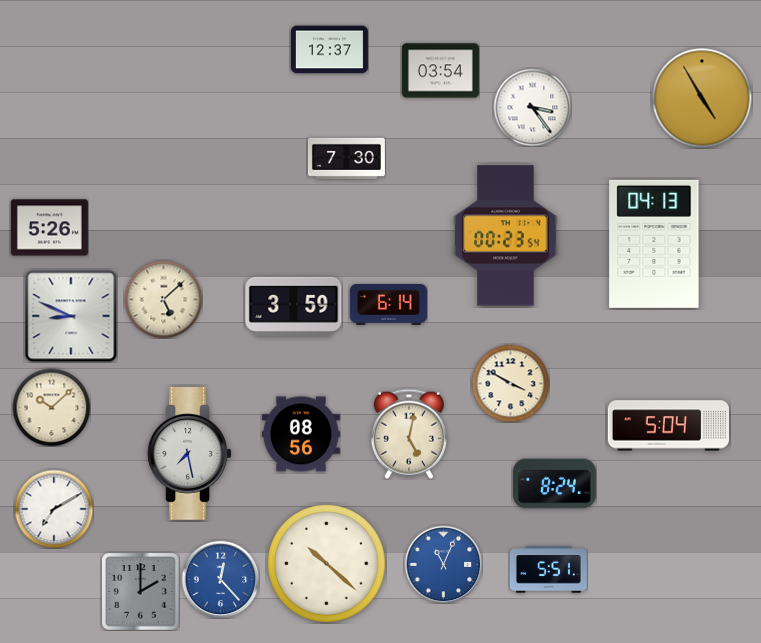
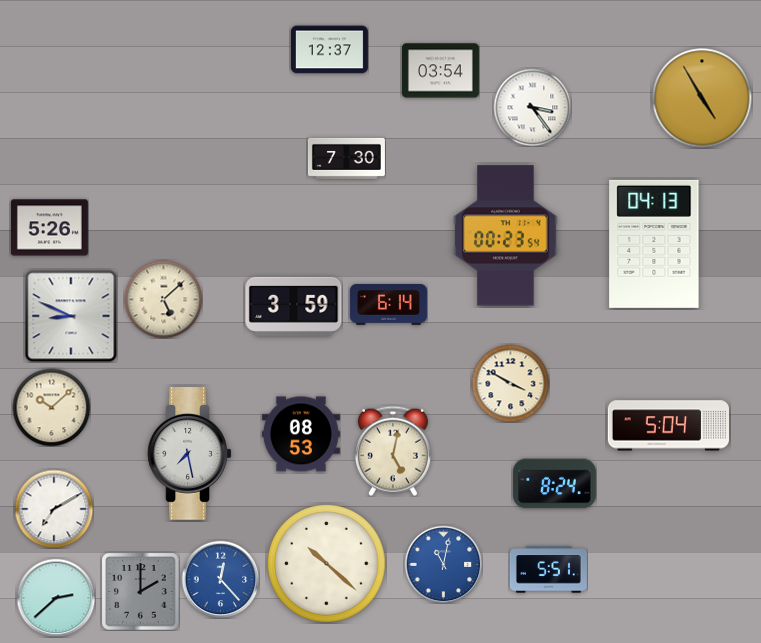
clock at (301, 434): 08:56 -> 08:53
clock at (409, 434) position: (409, 434) -> (393, 451)
clock at (443, 564): 11:04 -> 11:02
clock at (56, 598): none -> 2:38
